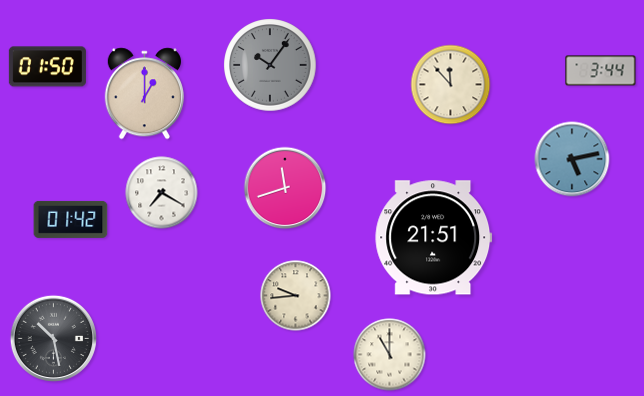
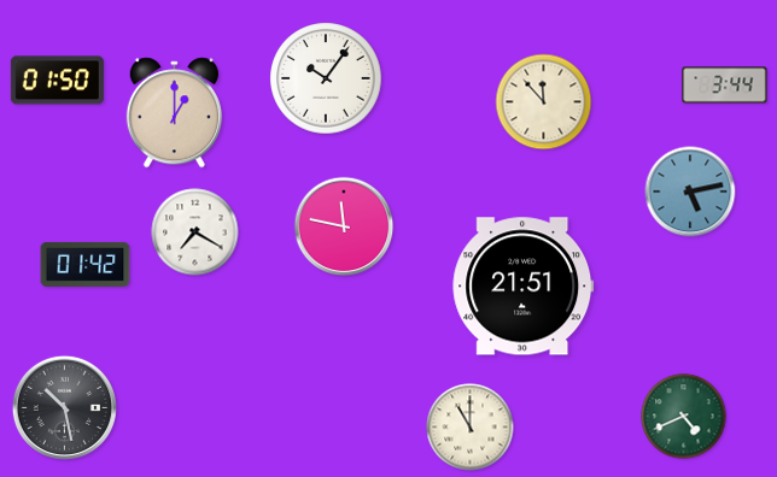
clock at (270, 65) dial: grey -> white
clock at (285, 188): 11:42 -> 11:47
clock at (296, 296): 9:44 -> none
clock at (684, 417): none -> 4:41
